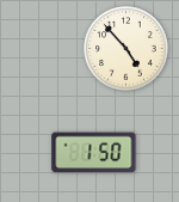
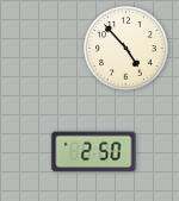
clock at (94, 153): 1:50 -> 2:50
